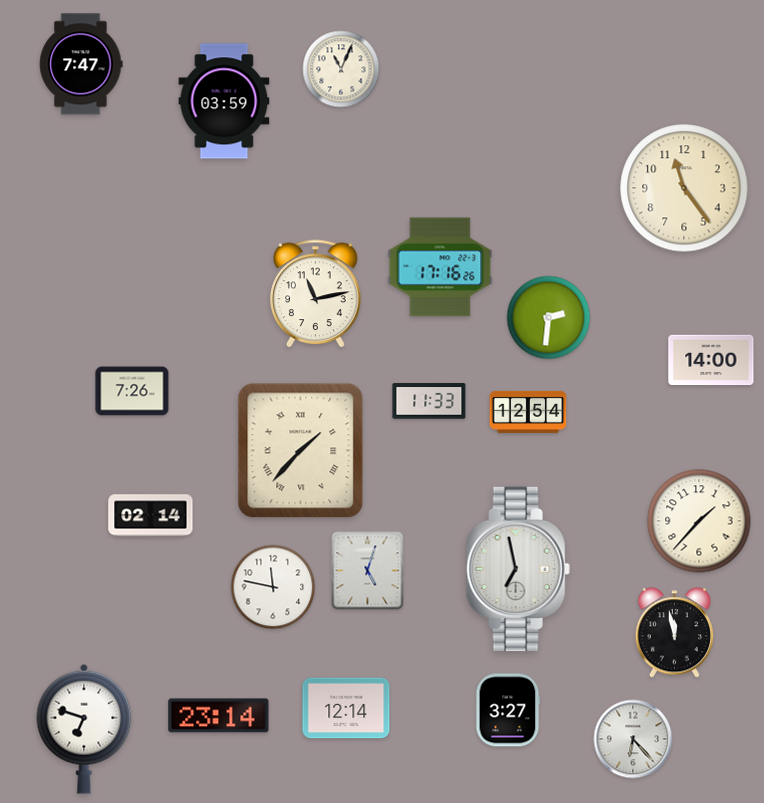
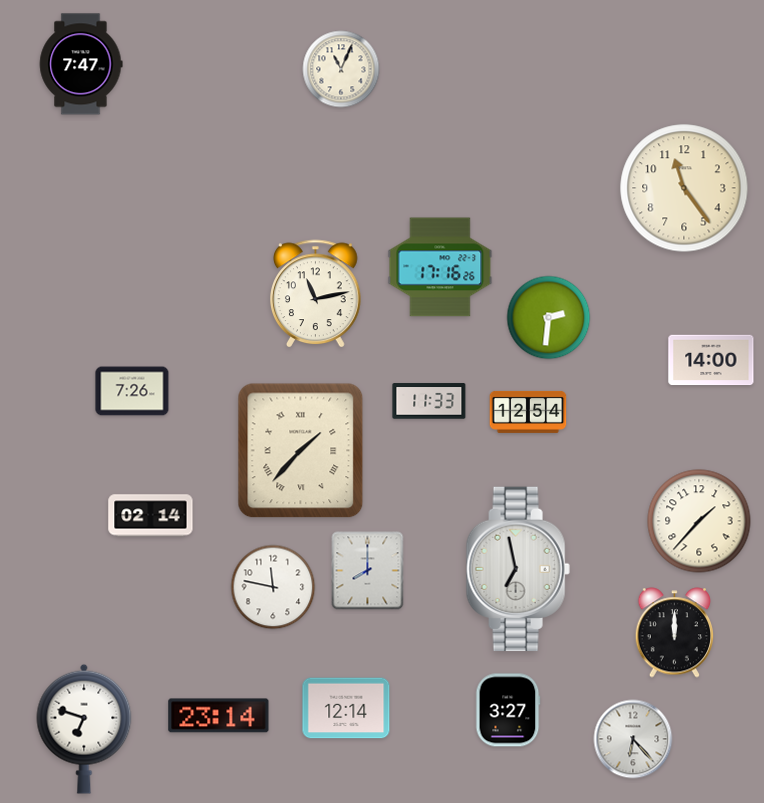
clock at (224, 101): 03:59 -> none
clock at (368, 571): 5:03 -> 8:00
clock at (675, 633): 11:58 -> 12:00
